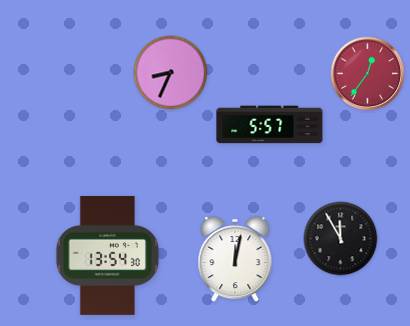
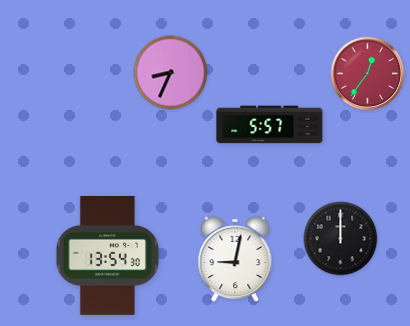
clock at (341, 239): 11:55 -> 12:00
clock at (235, 259): 12:02 -> 9:02
